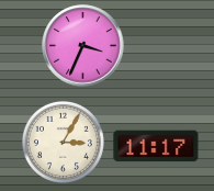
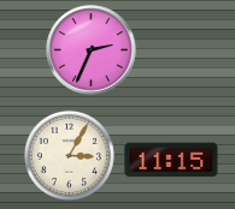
clock at (83, 46): 3:34 -> 2:34
clock at (156, 146): 11:17 -> 11:15
